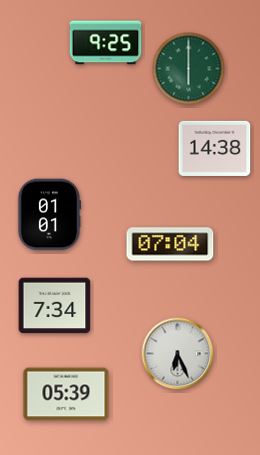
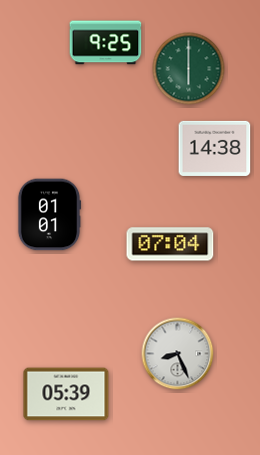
clock at (55, 306): 7:34 -> none
clock at (178, 354): 6:26 -> 8:26
